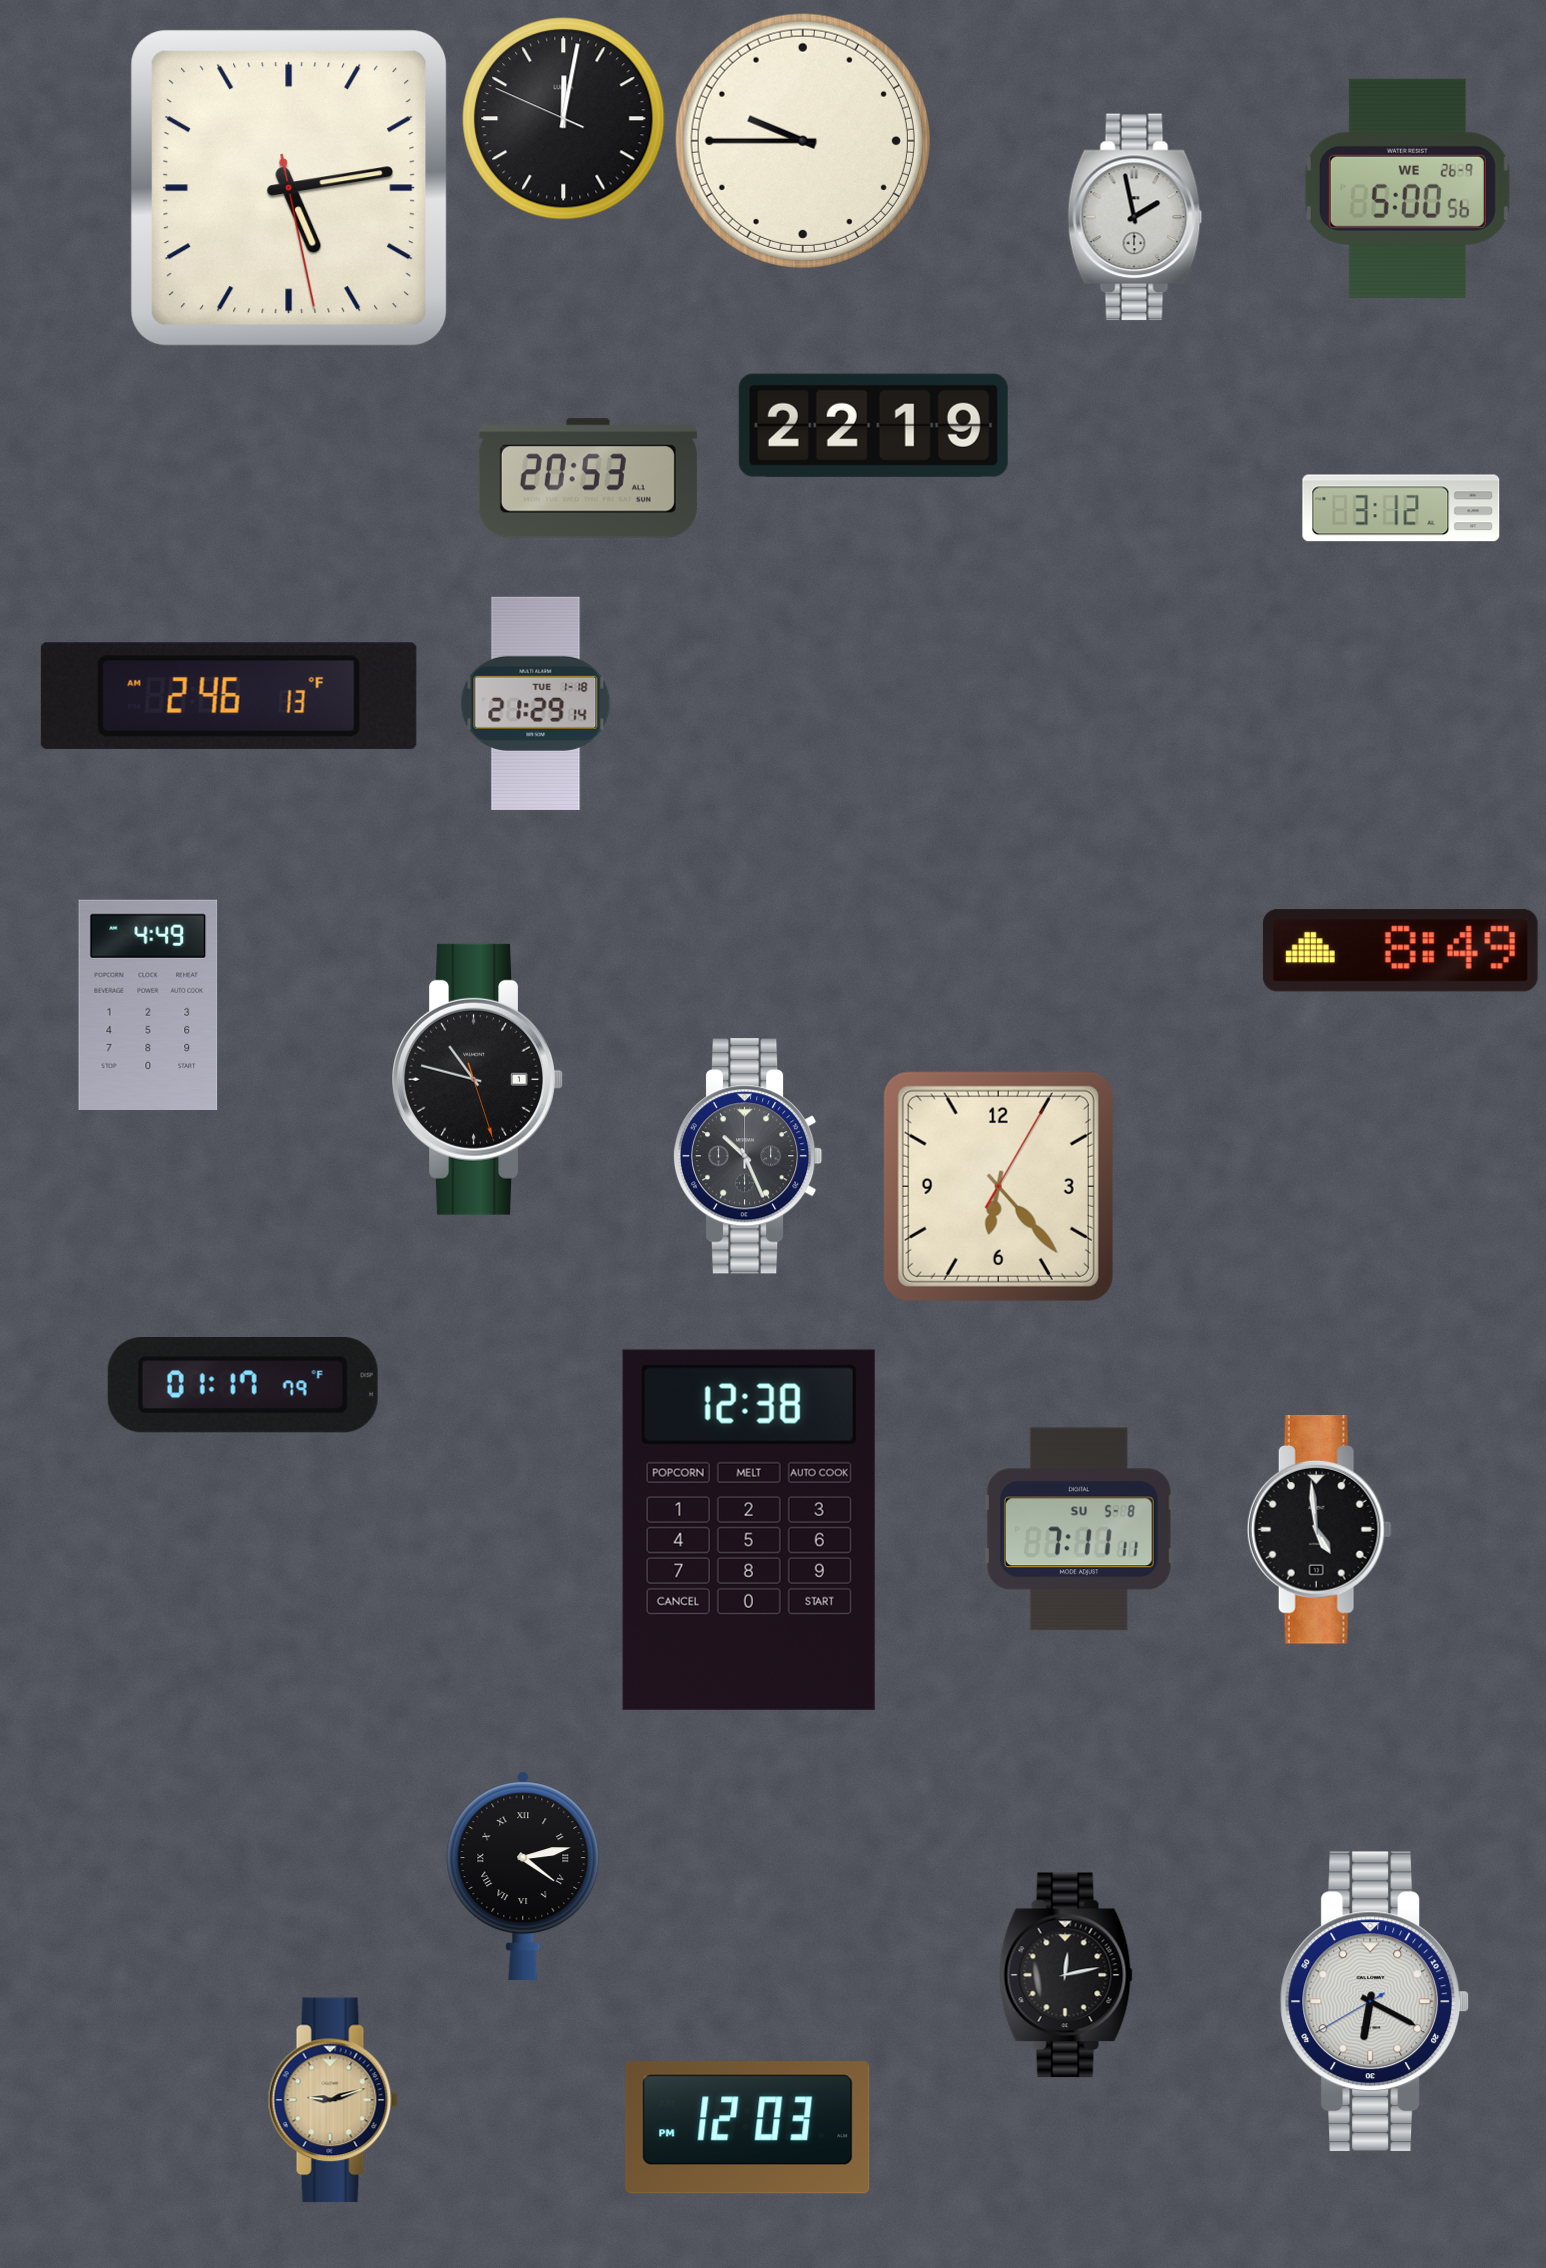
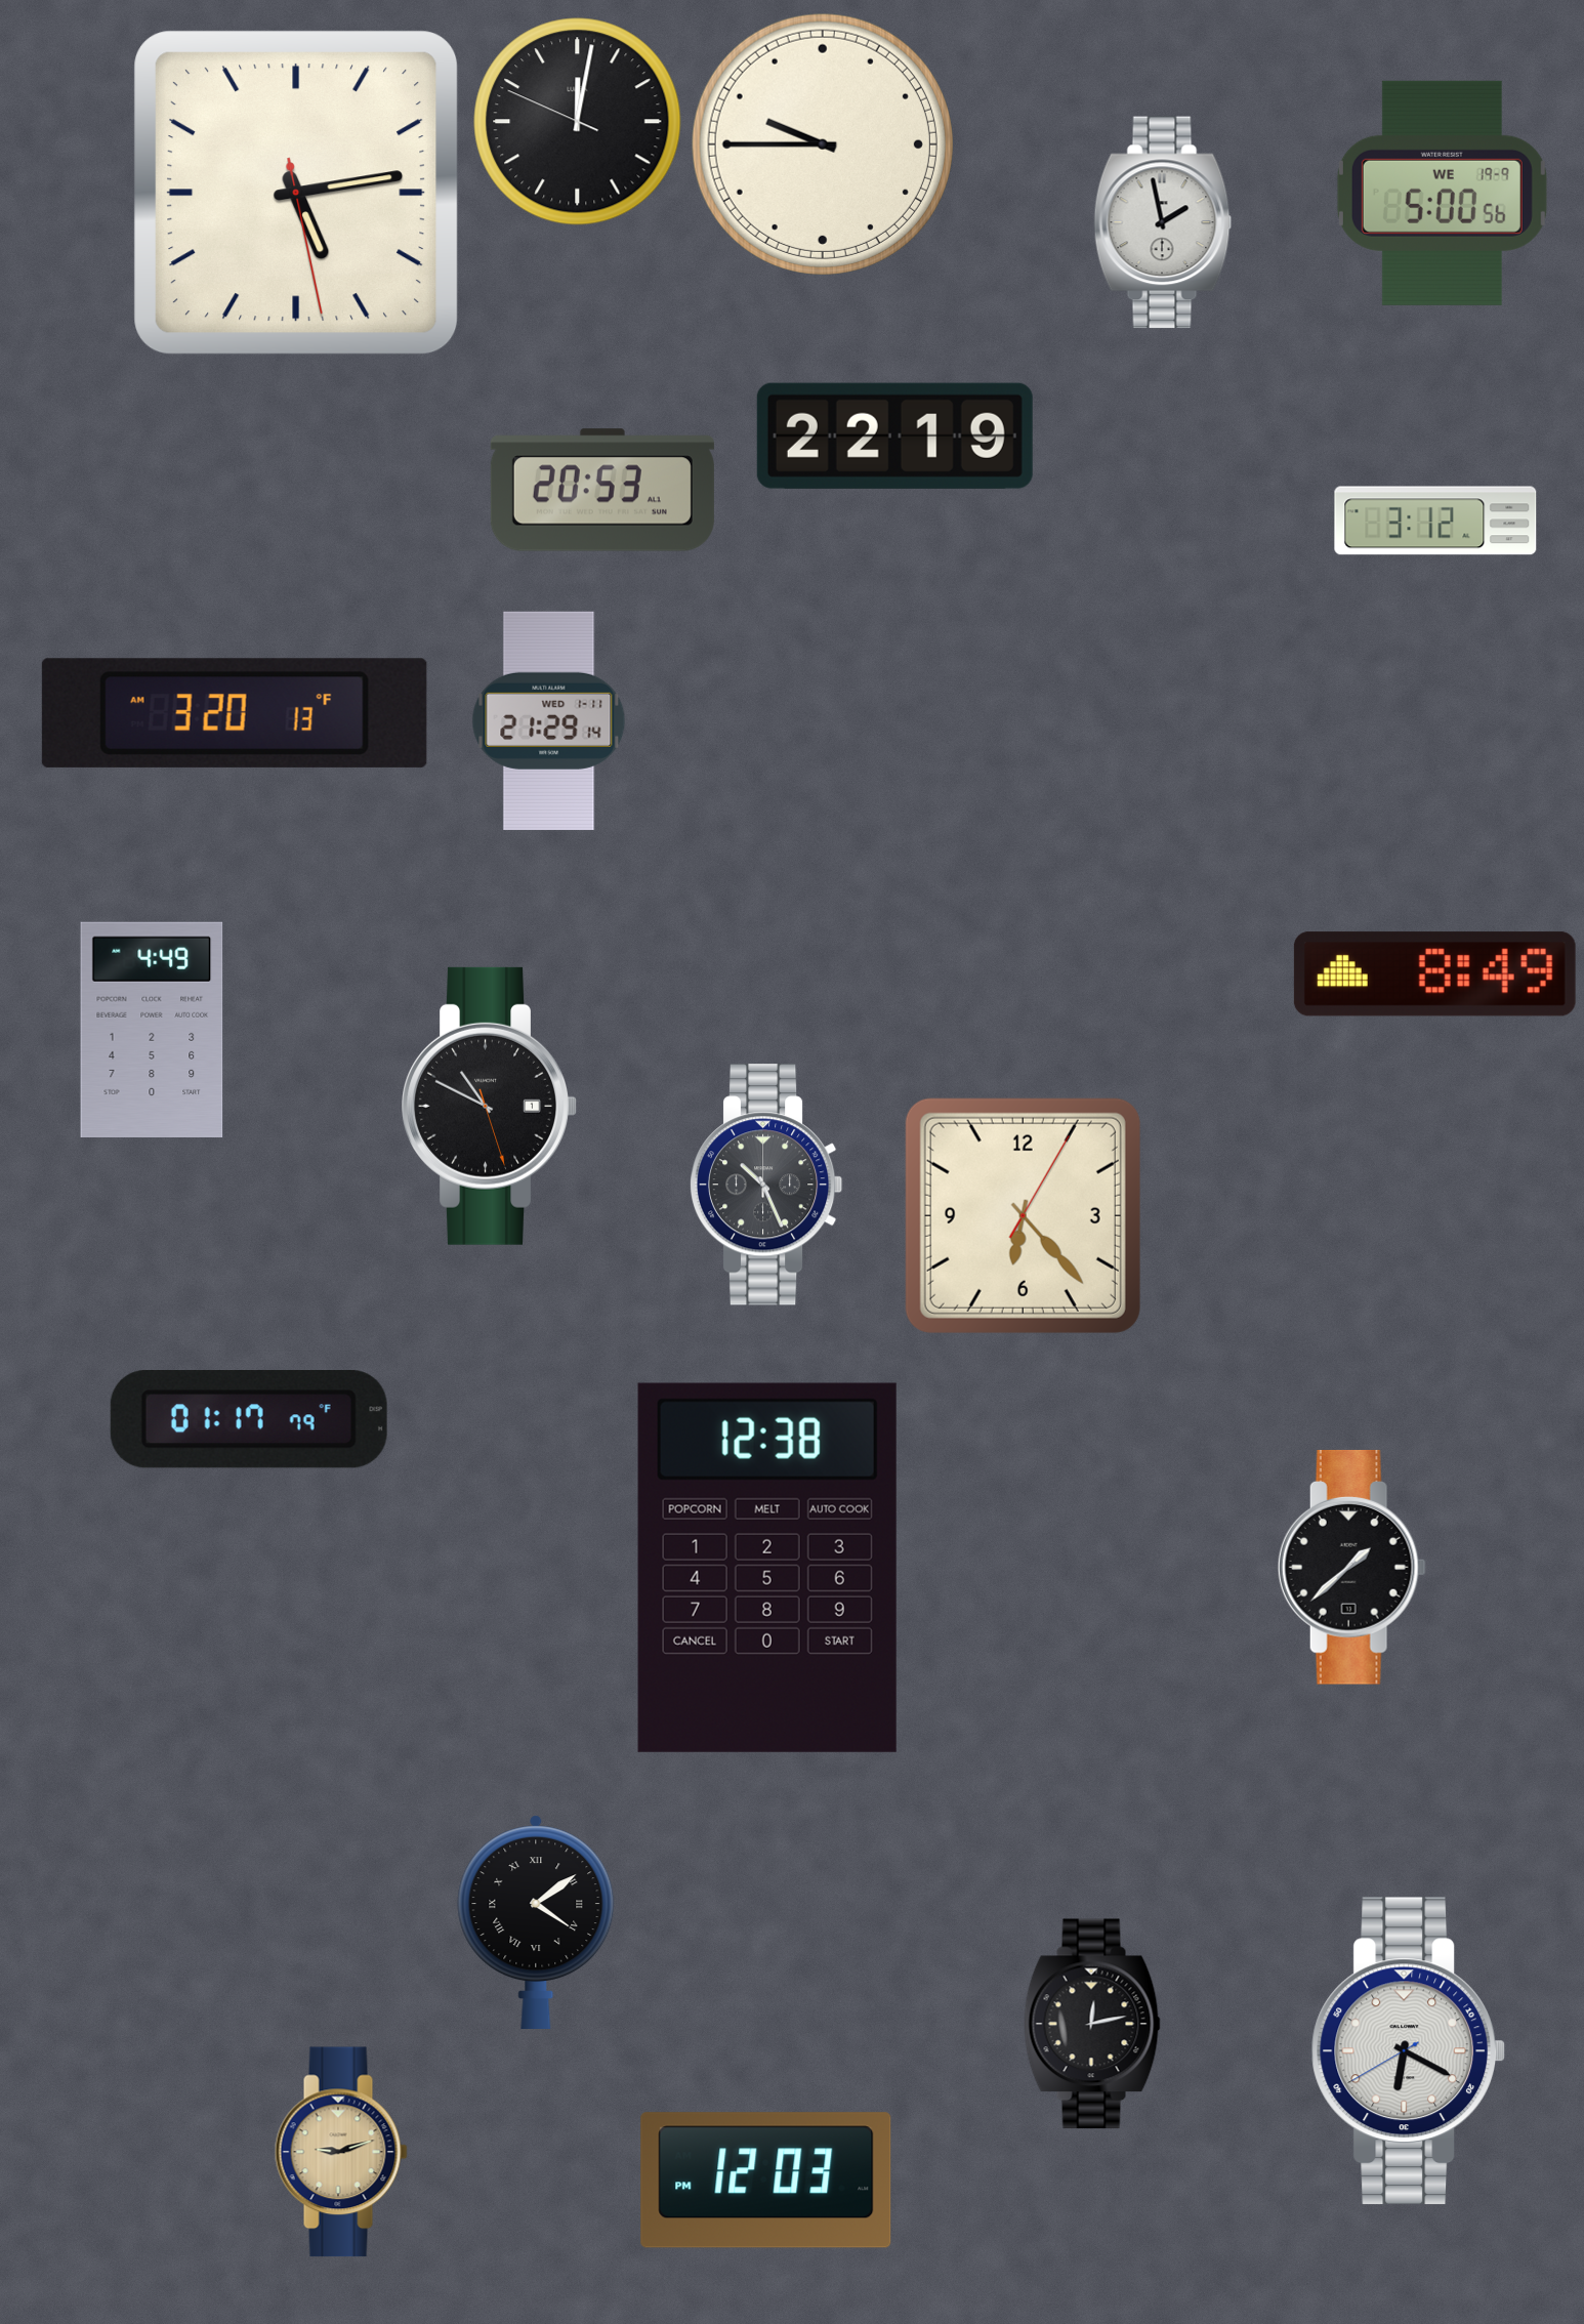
clock at (1407, 188) date: WE 26-9 -> WE 19-9
clock at (229, 696): 2:46 -> 3:20
clock at (536, 703) date: TUE 1-18 -> WED 1-11
clock at (477, 1079): 10:47 -> 10:49
clock at (1079, 1529): 7:11 -> none
clock at (1319, 1529): 4:59 -> 1:38
clock at (523, 1875): 4:13 -> 4:09
